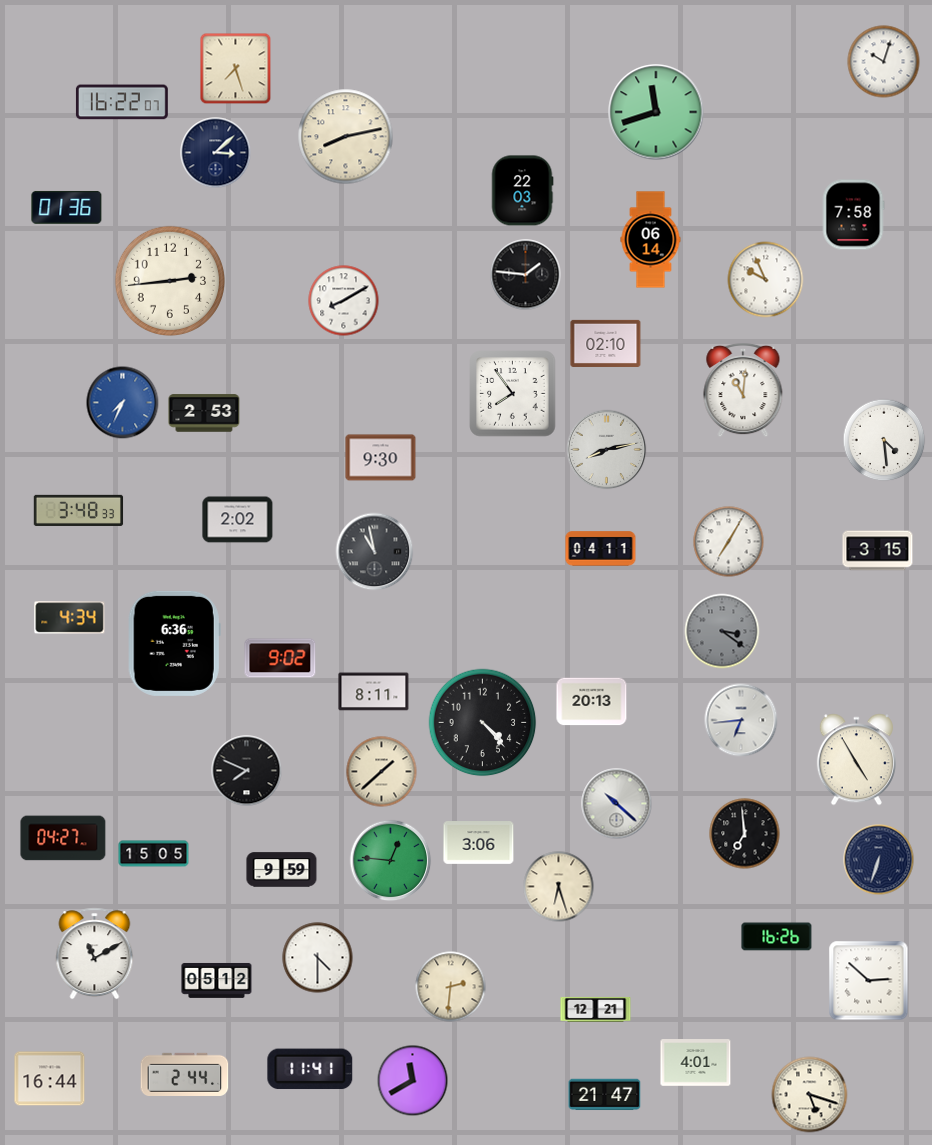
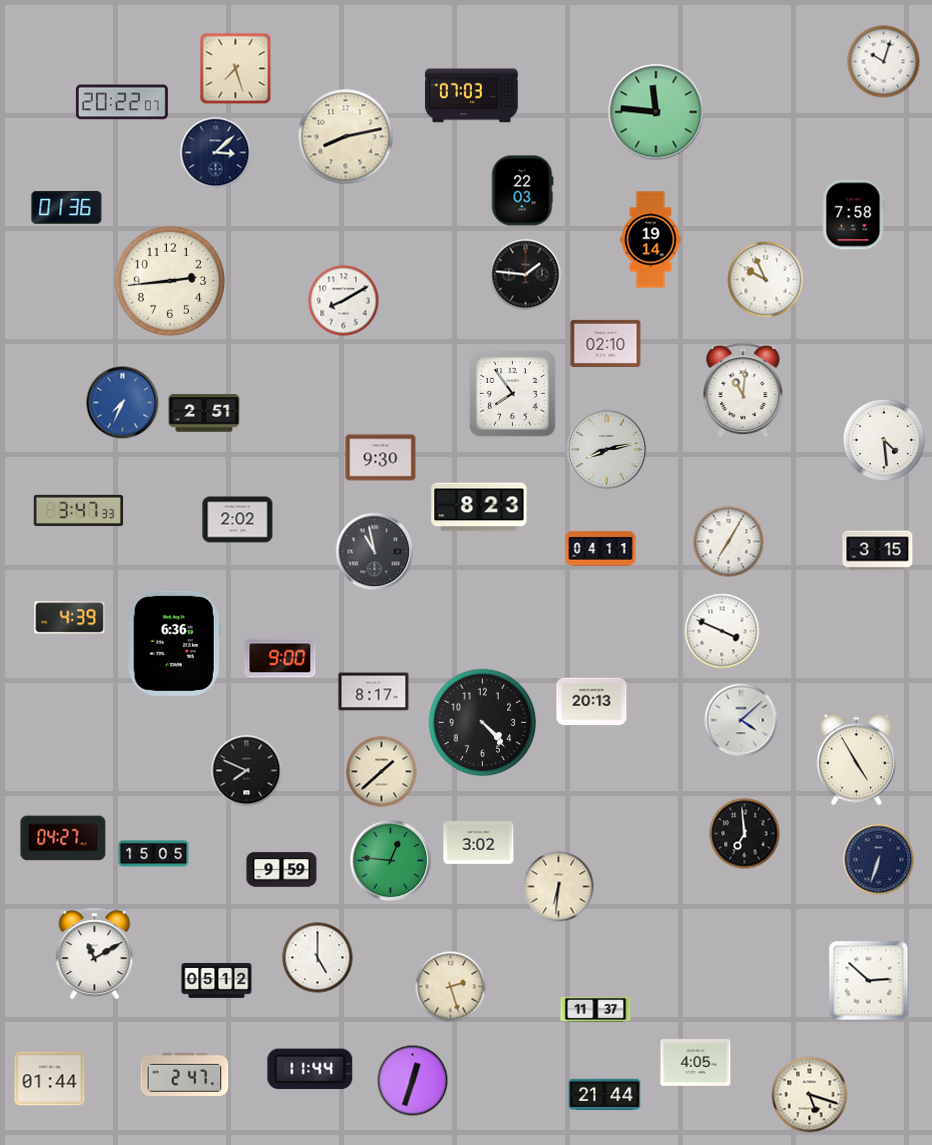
clock at (472, 96): none -> 07:03
clock at (122, 102): 16:22 -> 20:22
clock at (656, 112): 11:42 -> 11:46
clock at (651, 240): 06:14 -> 19:14
clock at (204, 413): 2:53 -> 2:51
clock at (479, 507): none -> 8:23
clock at (79, 510): 3:48 -> 3:47
clock at (70, 618): 4:34 -> 4:39
clock at (722, 631): 3:21 -> 3:49
clock at (722, 631) dial: grey -> white
clock at (280, 658): 9:02 -> 9:00
clock at (374, 692): 8:11 -> 8:17
clock at (741, 720): 6:44 -> 4:08
clock at (617, 804): 10:22 -> none
clock at (479, 843): 3:06 -> 3:02
clock at (559, 887): 6:27 -> 6:31
clock at (777, 937): 16:26 -> none
clock at (318, 958): 4:30 -> 5:00
clock at (451, 987): 2:31 -> 2:27
clock at (596, 1009): 12:21 -> 11:37
clock at (696, 1063): 4:01 -> 4:05
clock at (310, 1069): 11:41 -> 11:44
clock at (185, 1074): 2:44 -> 2:47
clock at (50, 1079): 16:44 -> 01:44
clock at (413, 1081): 11:40 -> 12:33
clock at (605, 1095): 21:47 -> 21:44
